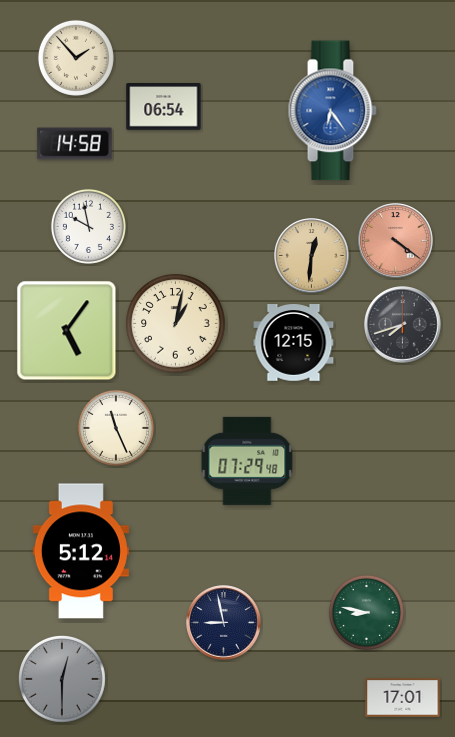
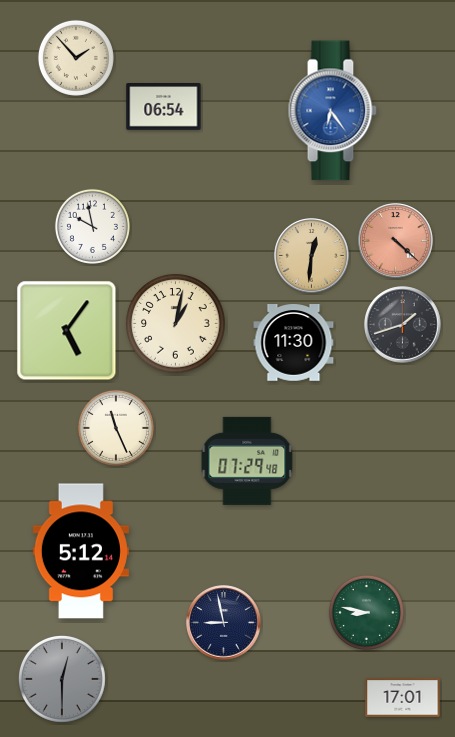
clock at (75, 144): 14:58 -> none
clock at (88, 226) position: (88, 226) -> (92, 226)
clock at (396, 241): 4:21 -> 4:22
clock at (403, 325): 7:42 -> 1:42
clock at (294, 343): 12:15 -> 11:30
